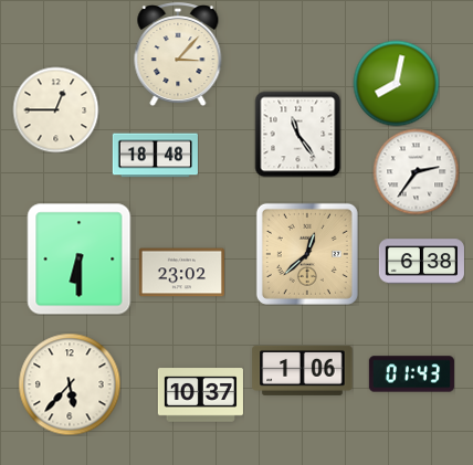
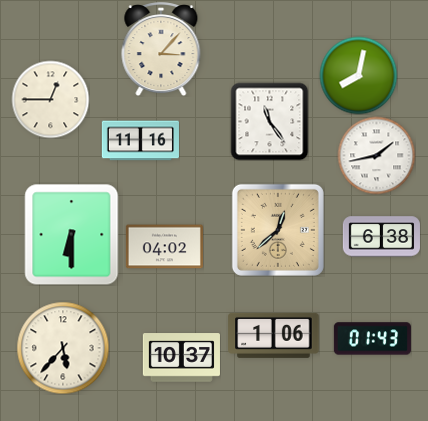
clock at (155, 156): 18:48 -> 11:16
clock at (416, 171): 2:36 -> 1:43
clock at (181, 273): 23:02 -> 04:02
